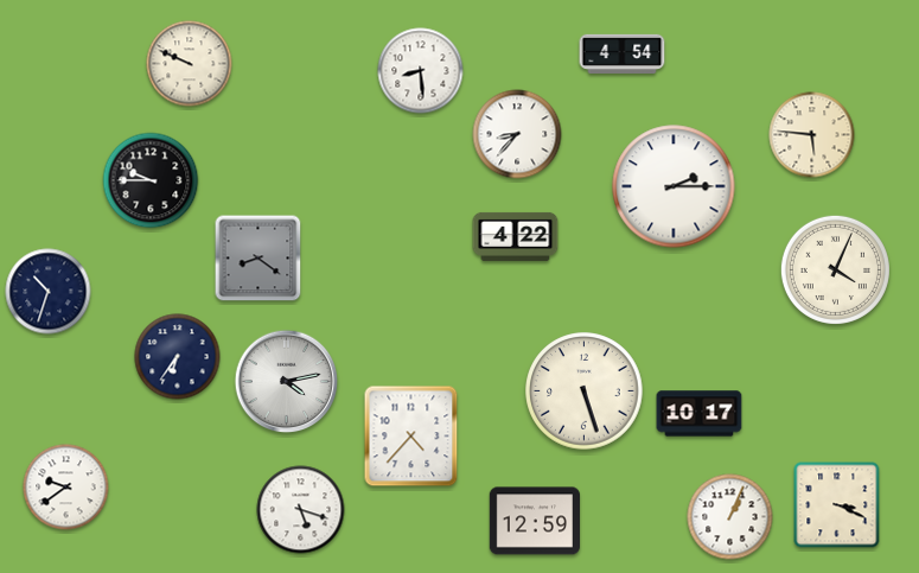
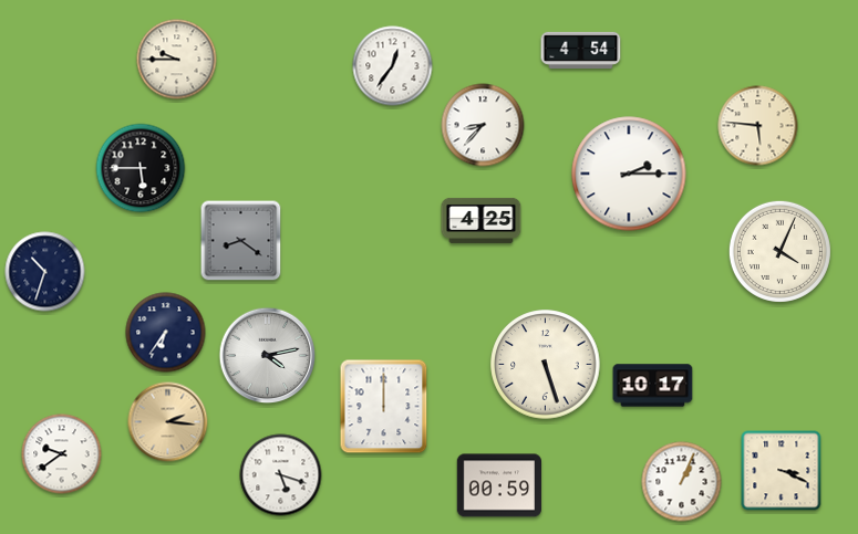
clock at (190, 64): 9:49 -> 9:45
clock at (421, 71): 8:29 -> 12:36
clock at (151, 180): 9:45 -> 5:45
clock at (516, 236): 4:22 -> 4:25
clock at (411, 437): 4:37 -> 12:00
clock at (168, 422): none -> 2:16
clock at (534, 521): 12:59 -> 00:59
